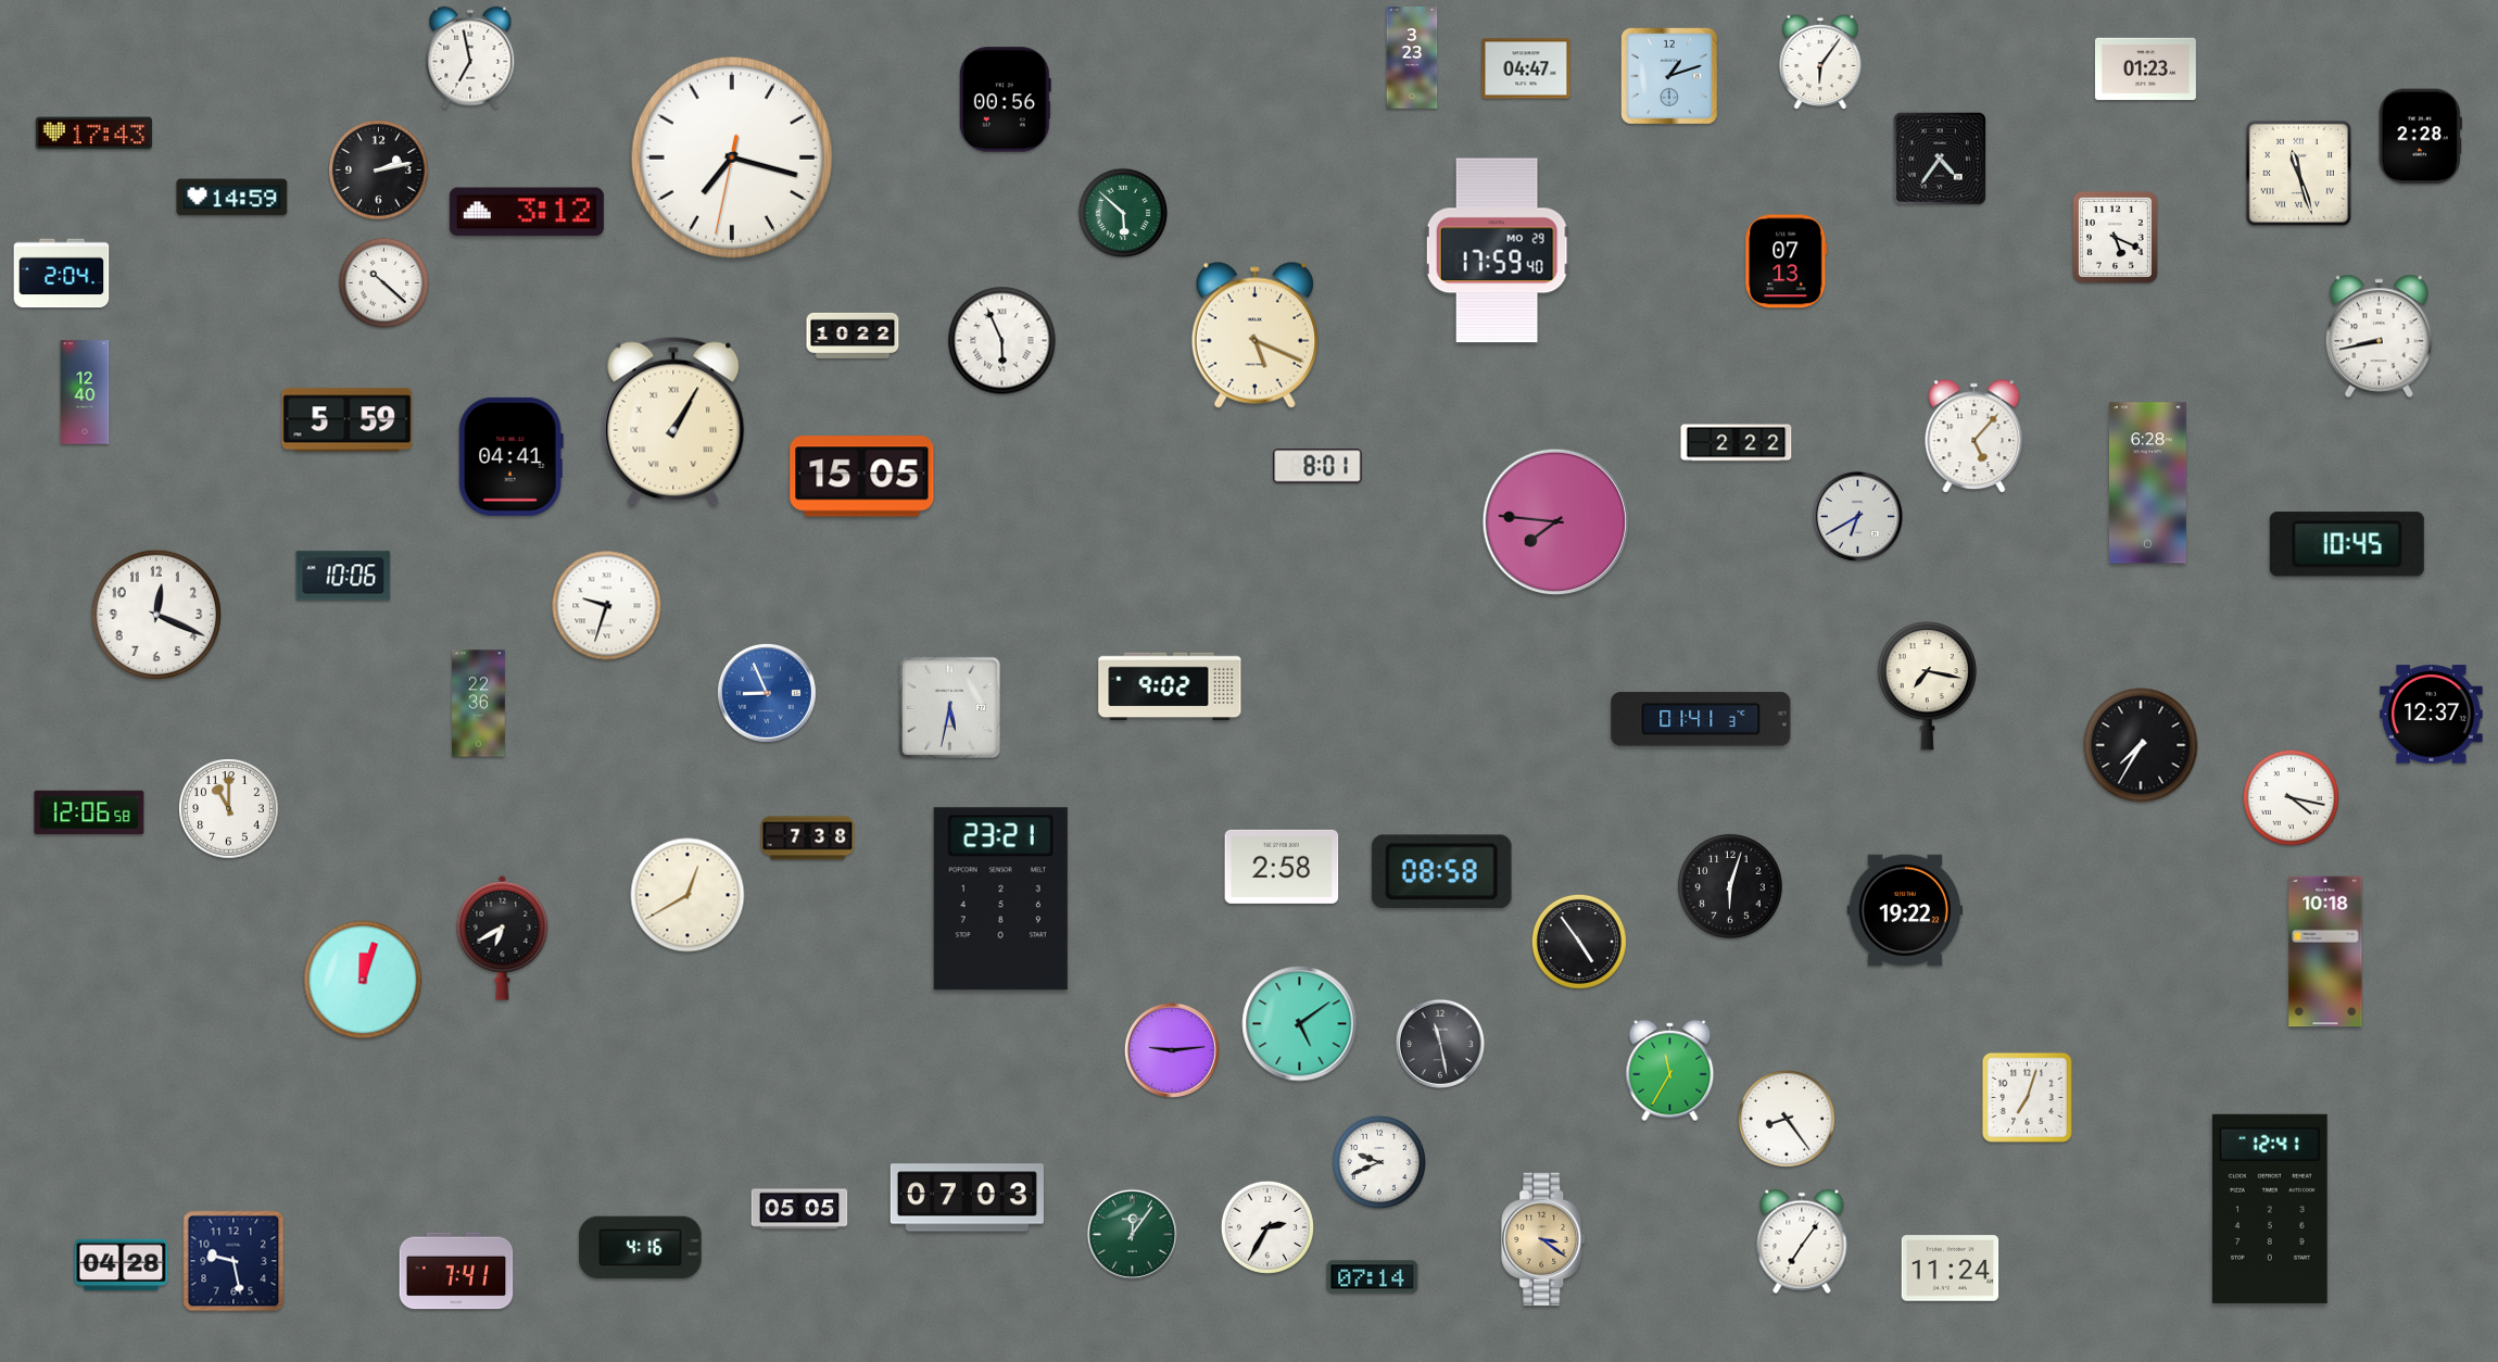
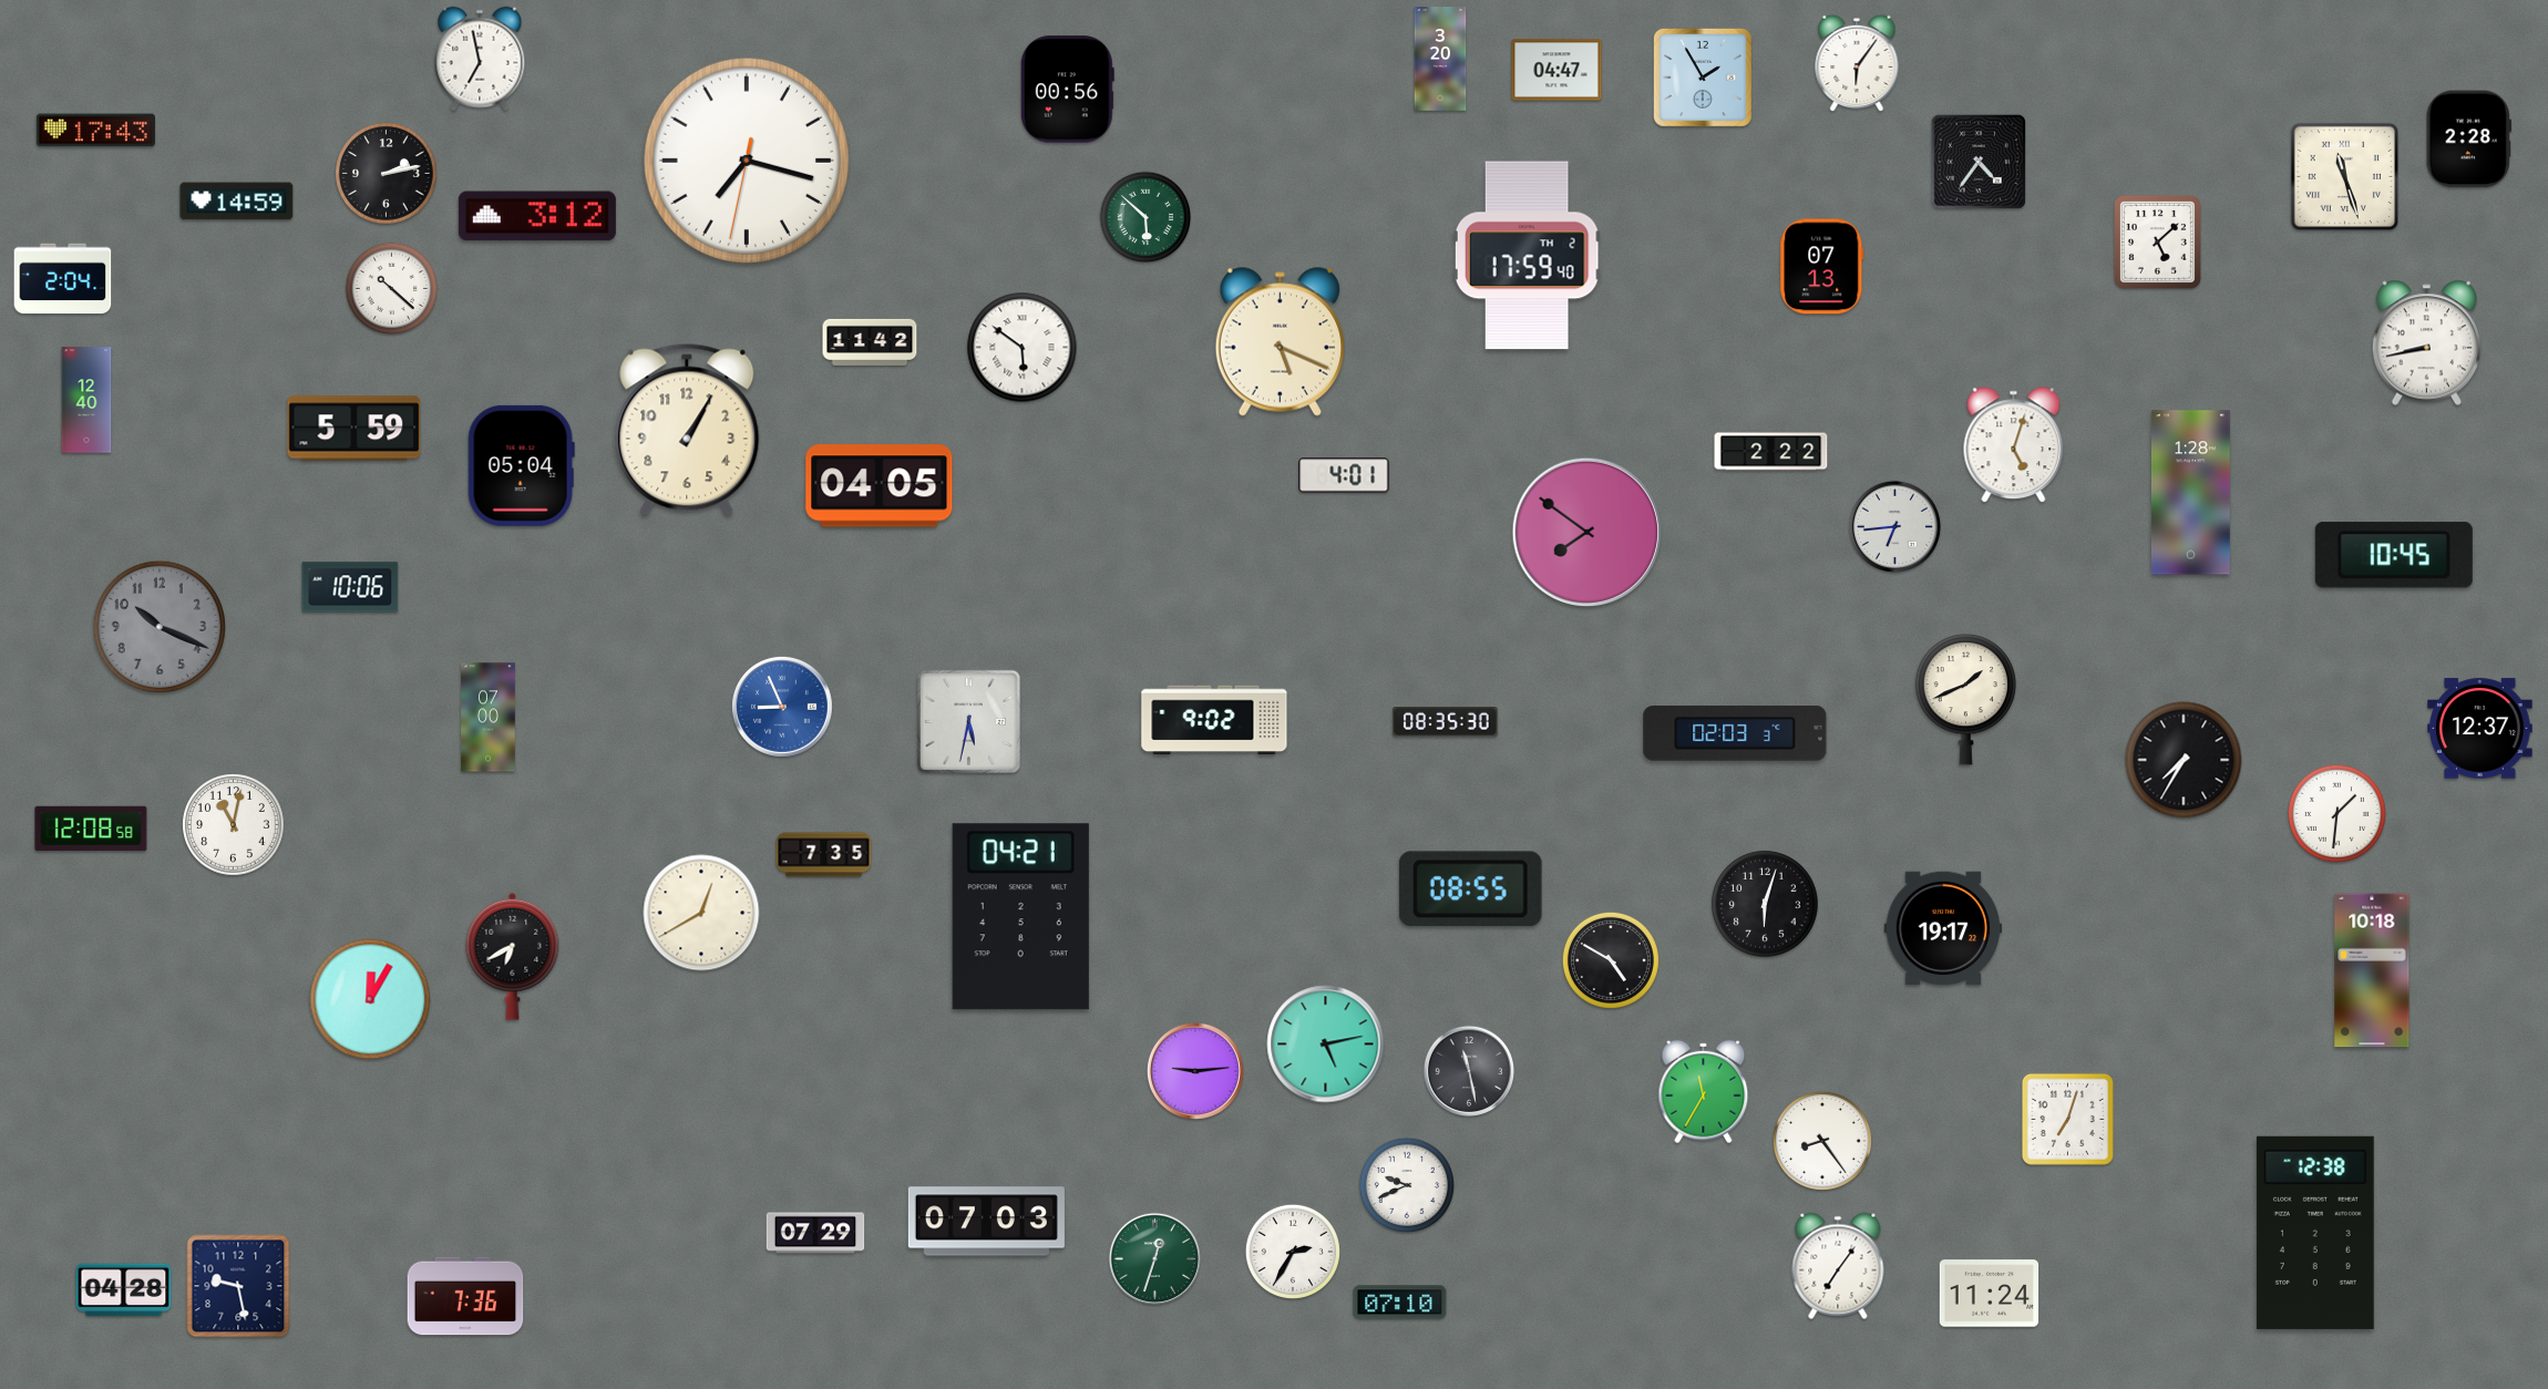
clock at (1412, 58): 3:23 -> 3:20
clock at (2145, 70): 01:23 -> none
clock at (1669, 76): 1:12 -> 1:55
clock at (1005, 100) position: (1005, 100) -> (1067, 90)
clock at (93, 134) position: (93, 134) -> (95, 131)
clock at (2115, 237): 5:19 -> 5:08
clock at (1497, 251) date: MO 29 -> TH 2
clock at (853, 336): 10:22 -> 11:42
clock at (1002, 341): 5:56 -> 5:51
clock at (673, 421) numerals: Roman -> Arabic
clock at (1975, 437): 5:07 -> 5:03
clock at (510, 456): 04:41 -> 05:04
clock at (1317, 466): 8:01 -> 4:01
clock at (862, 477): 15:05 -> 04:05
clock at (2147, 483): 6:28 -> 1:28
clock at (1857, 516): 6:40 -> 6:44
clock at (1555, 521): 7:46 -> 7:51
clock at (607, 606): 9:33 -> none
clock at (156, 615): 12:19 -> 10:19
clock at (156, 615) dial: white -> grey
clock at (1170, 686) position: (1170, 686) -> (1214, 720)
clock at (1927, 686): 7:17 -> 1:41
clock at (479, 704): 22:36 -> 07:00
clock at (1446, 722): none -> 08:35
clock at (1701, 719): 01:41 -> 02:03
clock at (2291, 797): 4:17 -> 1:31
clock at (229, 809): 11:00 -> 11:02
clock at (89, 812): 12:06 -> 12:08
clock at (808, 838): 7:38 -> 7:35
clock at (1282, 867): 2:58 -> none
clock at (1441, 872): 08:58 -> 08:55
clock at (1000, 899): 23:21 -> 04:21
clock at (1905, 910): 19:22 -> 19:17
clock at (1579, 942): 4:54 -> 4:50
clock at (363, 980): 12:03 -> 12:05
clock at (1300, 1024): 5:09 -> 5:13
clock at (1439, 1043) position: (1439, 1043) -> (1468, 1070)
clock at (799, 1209): 05:05 -> 07:29
clock at (2270, 1209): 12:41 -> 12:38
clock at (1132, 1234): 12:06 -> 12:33
clock at (1544, 1239): 3:21 -> none
clock at (641, 1248): 4:16 -> none
clock at (456, 1271): 7:41 -> 7:36
clock at (1373, 1277): 07:14 -> 07:10
